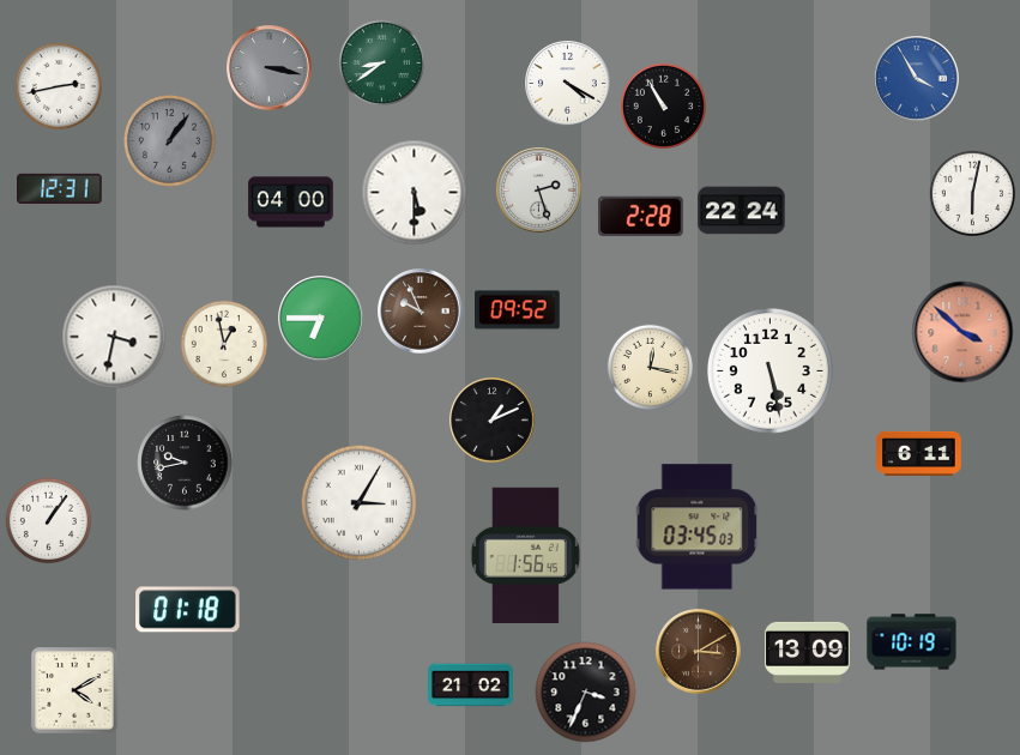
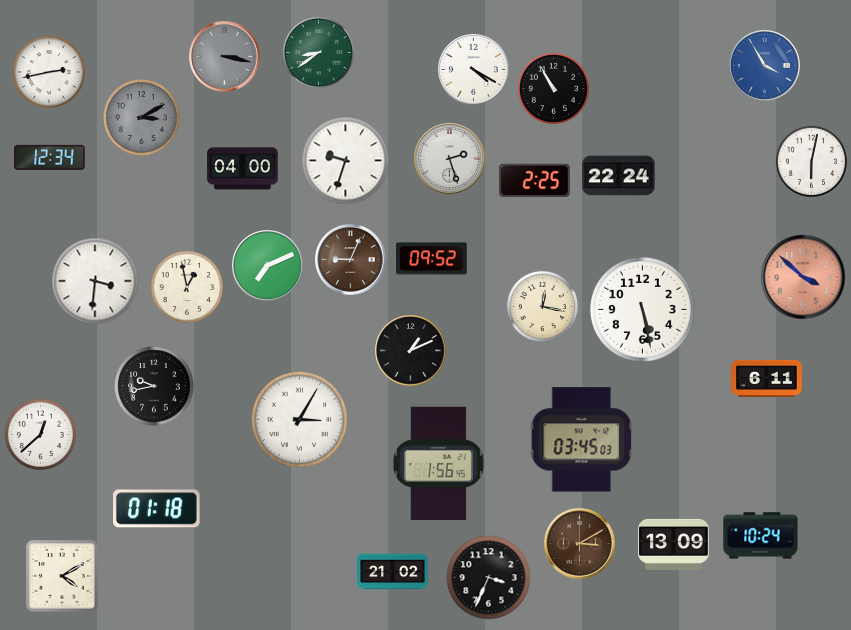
clock at (170, 141): 1:06 -> 3:10
clock at (60, 188): 12:31 -> 12:34
clock at (415, 193): 5:30 -> 9:33
clock at (641, 217): 2:28 -> 2:25
clock at (421, 312): 9:56 -> 9:04
clock at (321, 319): 6:45 -> 7:11
clock at (114, 337): 3:32 -> 3:31
clock at (48, 520): 1:06 -> 12:38
clock at (912, 642): 10:19 -> 10:24
clock at (699, 652) position: (699, 652) -> (580, 544)
